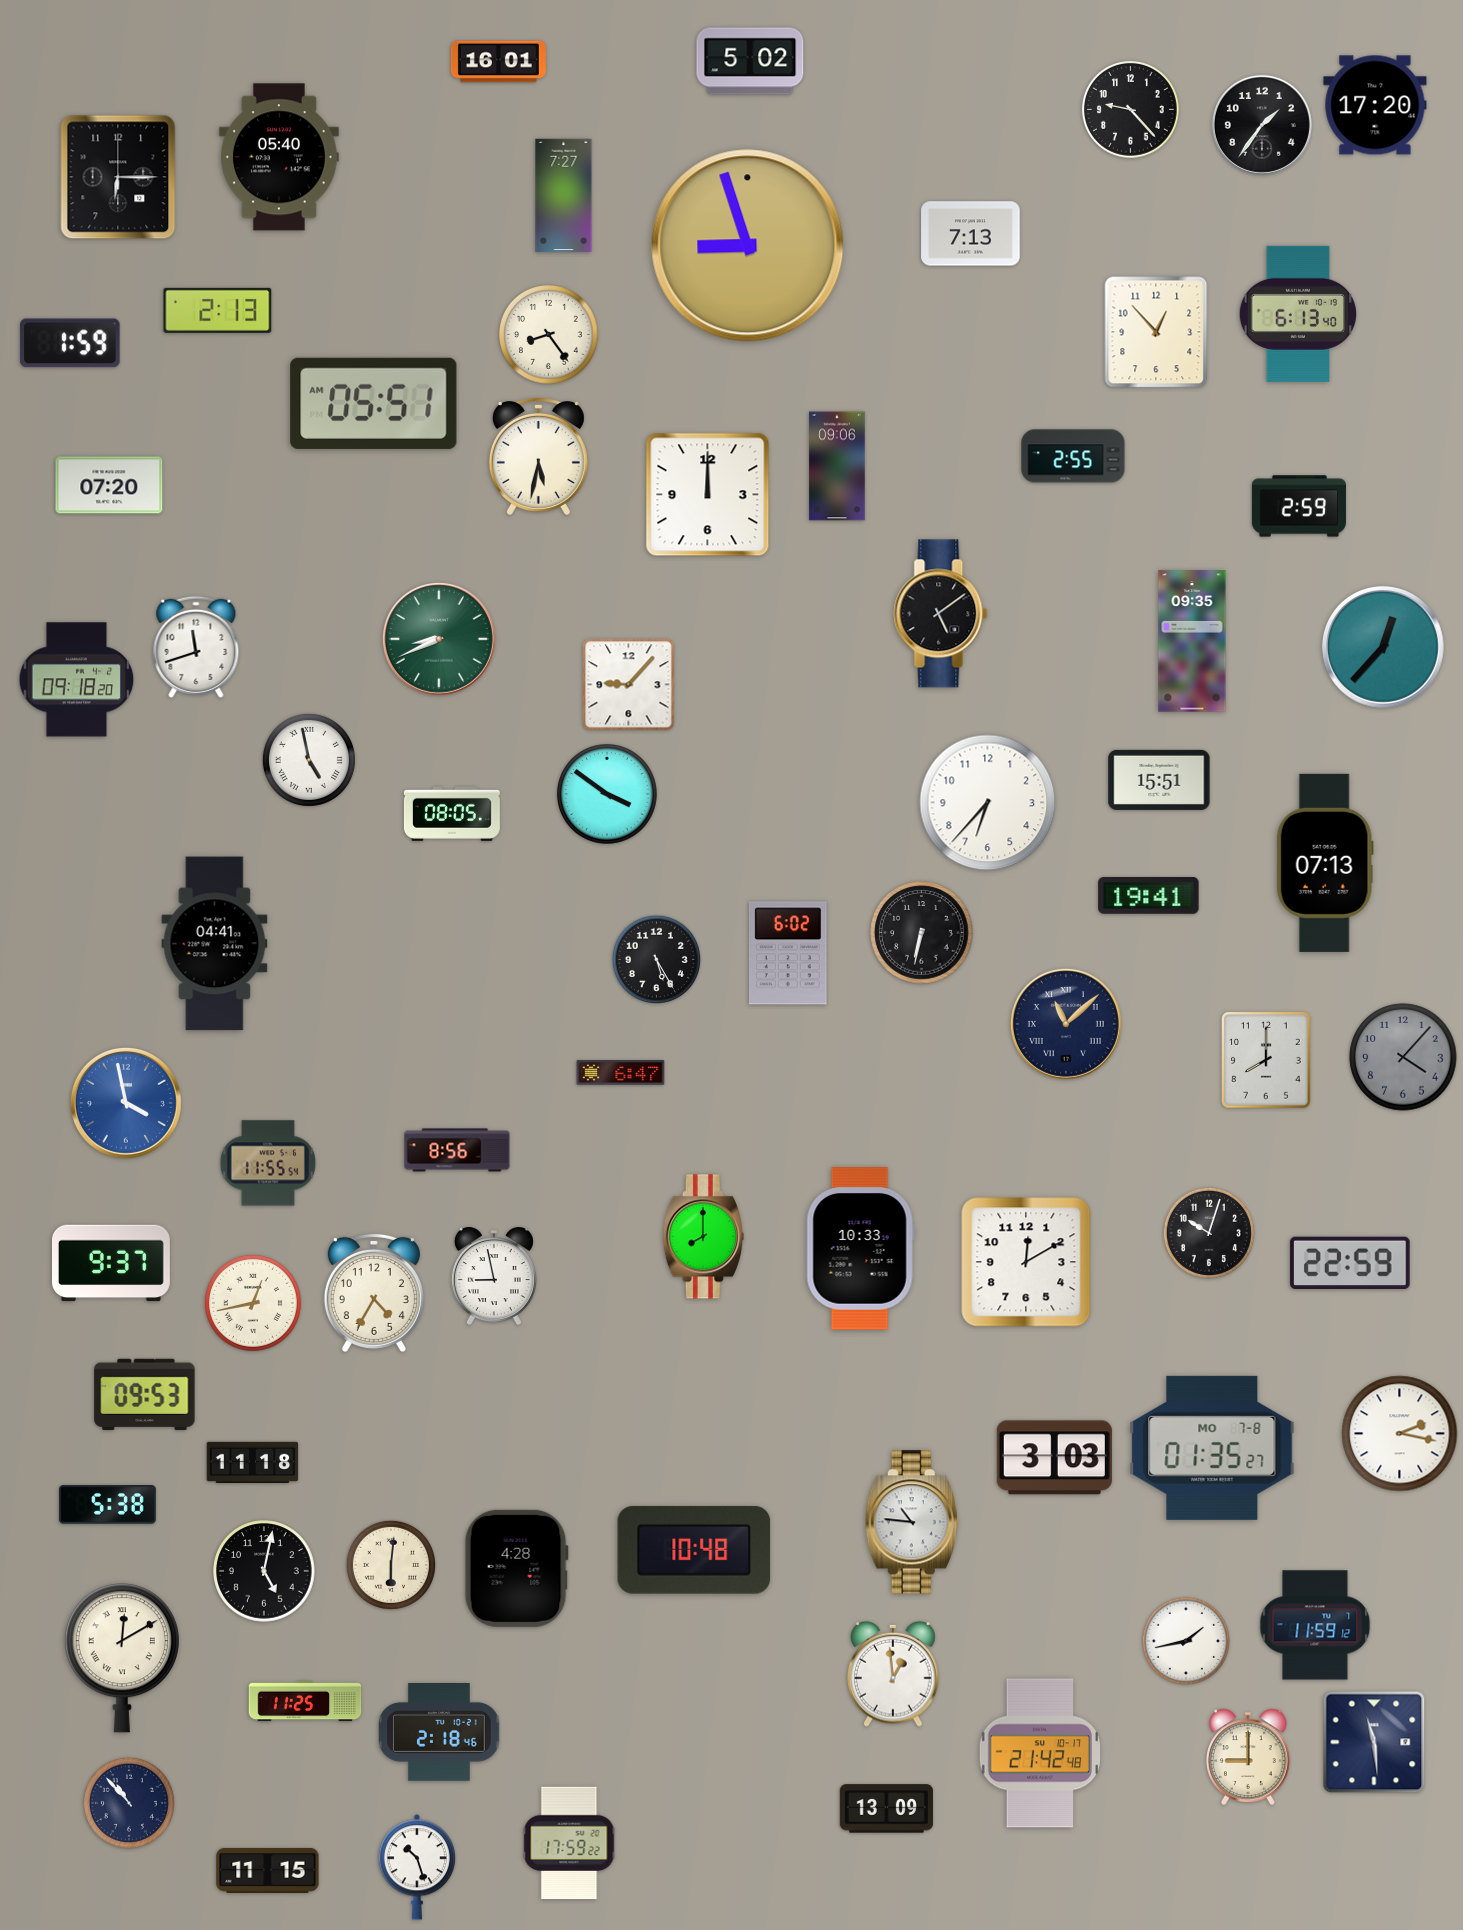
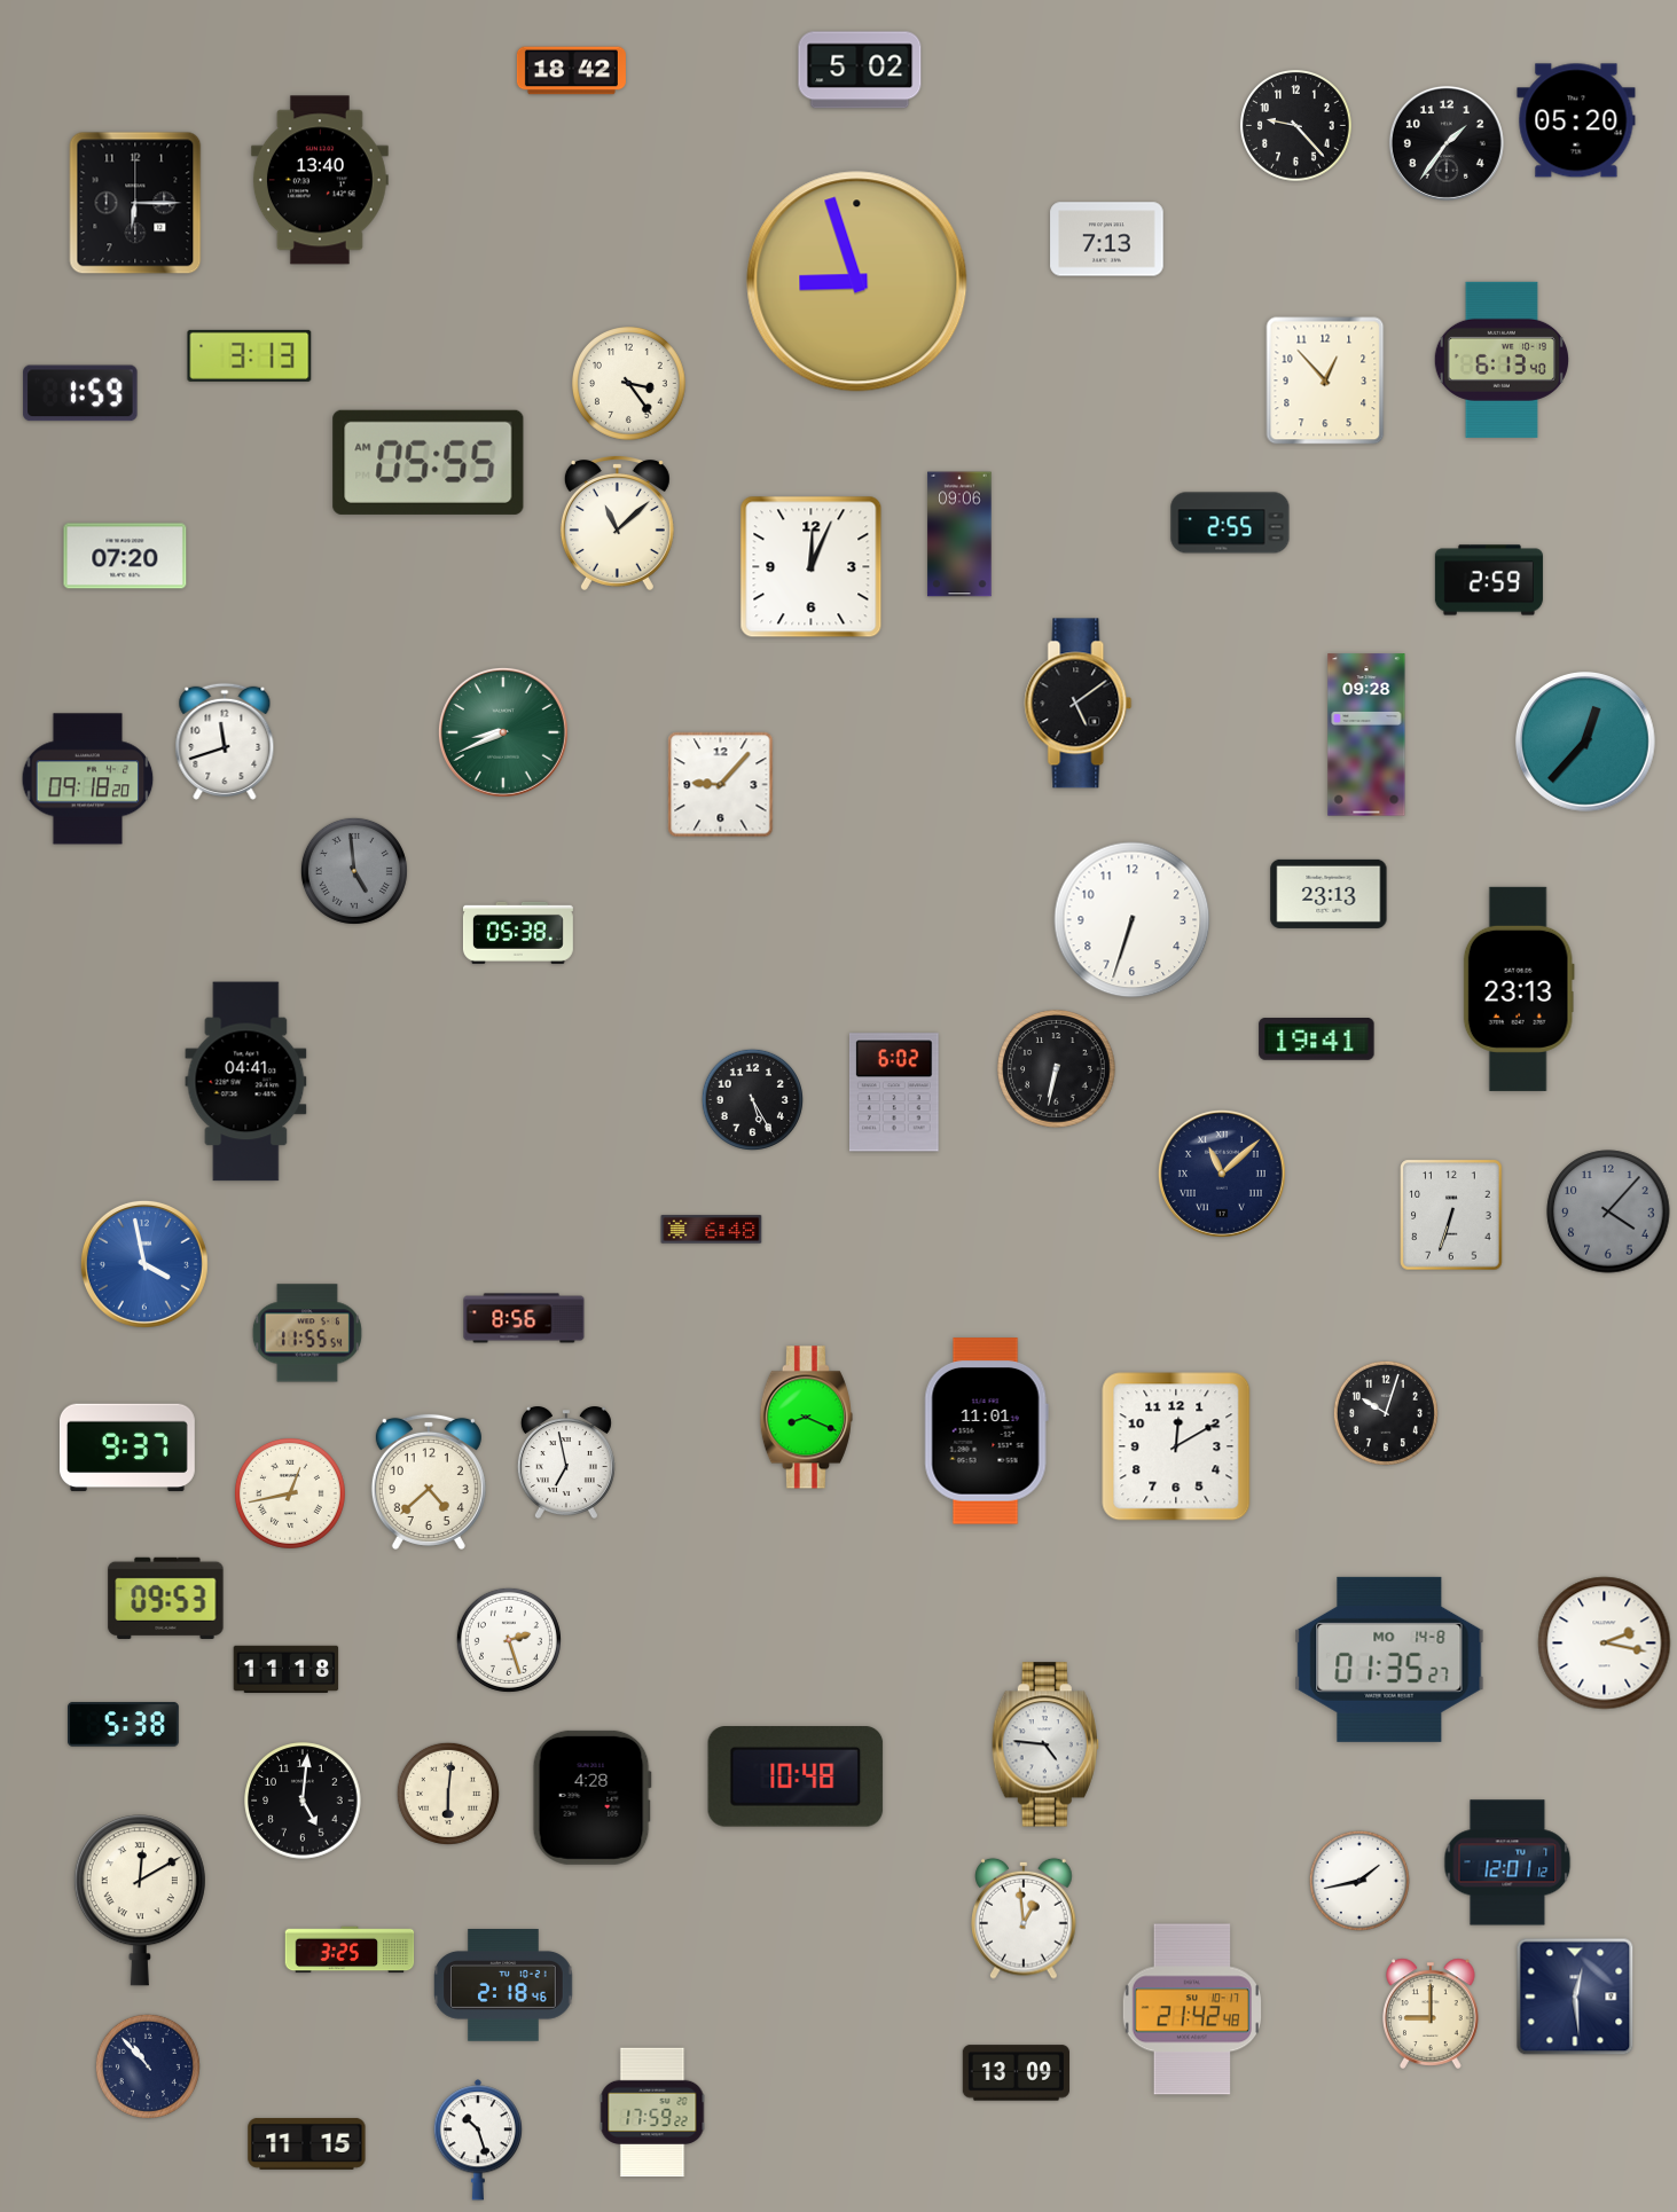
clock at (498, 62): 16:01 -> 18:42
clock at (1375, 105): 17:20 -> 05:20
clock at (279, 157): 05:40 -> 13:40
clock at (564, 196): 7:27 -> none
clock at (971, 234) position: (971, 234) -> (1107, 240)
clock at (218, 310): 2:13 -> 3:13
clock at (1297, 314) position: (1297, 314) -> (1500, 360)
clock at (549, 335): 8:24 -> 3:24
clock at (374, 403): 05:51 -> 05:55
clock at (538, 457): 5:32 -> 11:08
clock at (708, 495): 12:00 -> 12:04
clock at (1192, 641): 09:35 -> 09:28
clock at (309, 760): 4:58 -> 4:59
clock at (309, 760) dial: white -> grey
clock at (1159, 780): 15:51 -> 23:13
clock at (607, 794): 3:51 -> none
clock at (988, 803): 6:37 -> 6:33
clock at (452, 814): 08:05 -> 05:38
clock at (1325, 863): 07:13 -> 23:13
clock at (1149, 896) position: (1149, 896) -> (1317, 1040)
clock at (788, 953) position: (788, 953) -> (894, 1092)
clock at (1266, 1060): 8:00 -> 6:33
clock at (621, 1073): 6:47 -> 6:48
clock at (703, 1237): 8:00 -> 8:19
clock at (860, 1249): 10:33 -> 11:01
clock at (1350, 1263): 22:59 -> none
clock at (494, 1276): 8:58 -> 6:58
clock at (374, 1293): 4:35 -> 4:38
clock at (509, 1640): none -> 2:27
clock at (1212, 1448) date: MO 7-8 -> MO 14-8
clock at (1054, 1458): 3:03 -> none
clock at (253, 1462) position: (253, 1462) -> (287, 1669)
clock at (912, 1522): 10:46 -> 4:46
clock at (264, 1571): 5:02 -> 5:01
clock at (1315, 1625): 11:59 -> 12:01
clock at (305, 1701): 11:25 -> 3:25
clock at (1374, 1742): 11:29 -> 12:29
